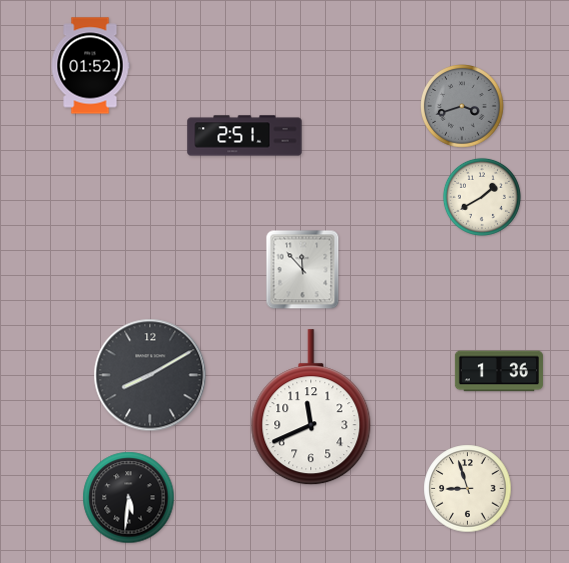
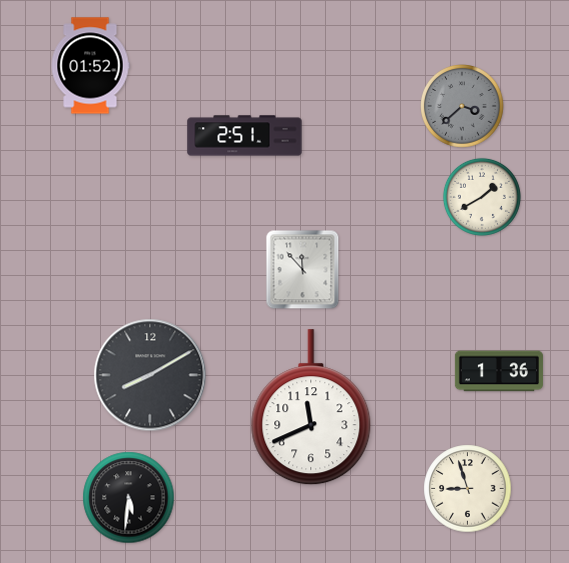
clock at (462, 106): 3:42 -> 3:38
